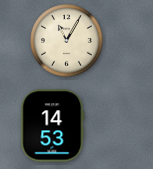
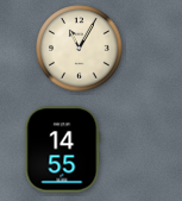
clock at (53, 126): 14:53 -> 14:55
